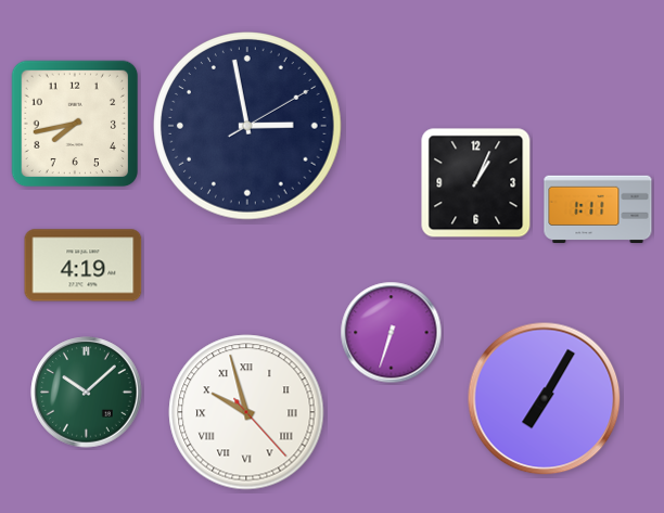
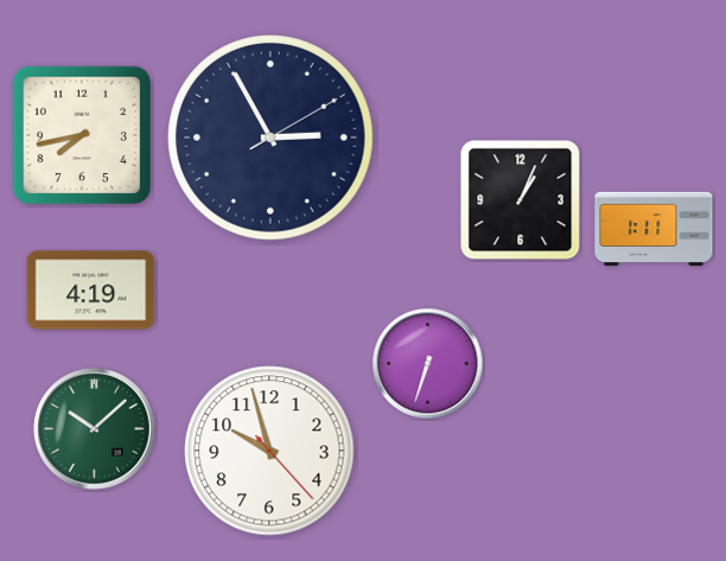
clock at (247, 126): 2:58 -> 2:55
clock at (545, 399): 7:05 -> none
clock at (246, 412) numerals: Roman -> Arabic
